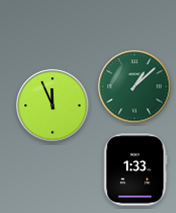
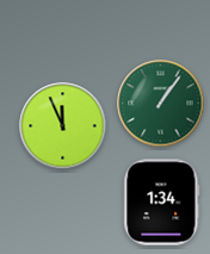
clock at (135, 87): 1:08 -> 1:06
clock at (136, 170): 1:33 -> 1:34
